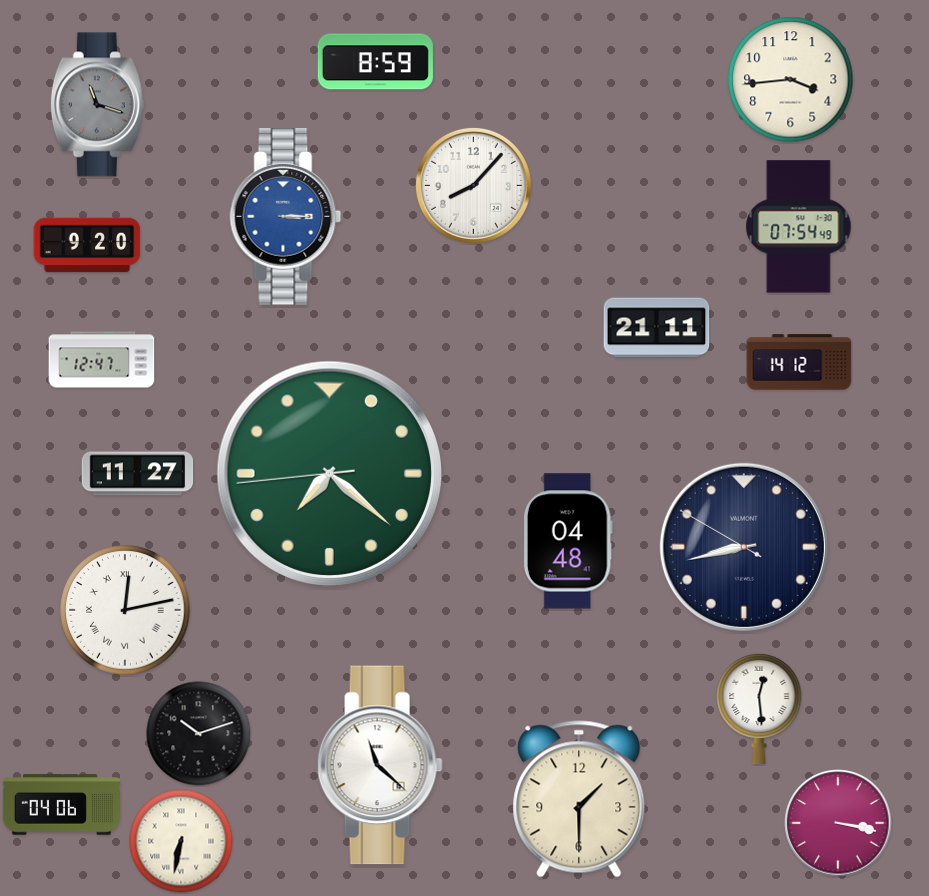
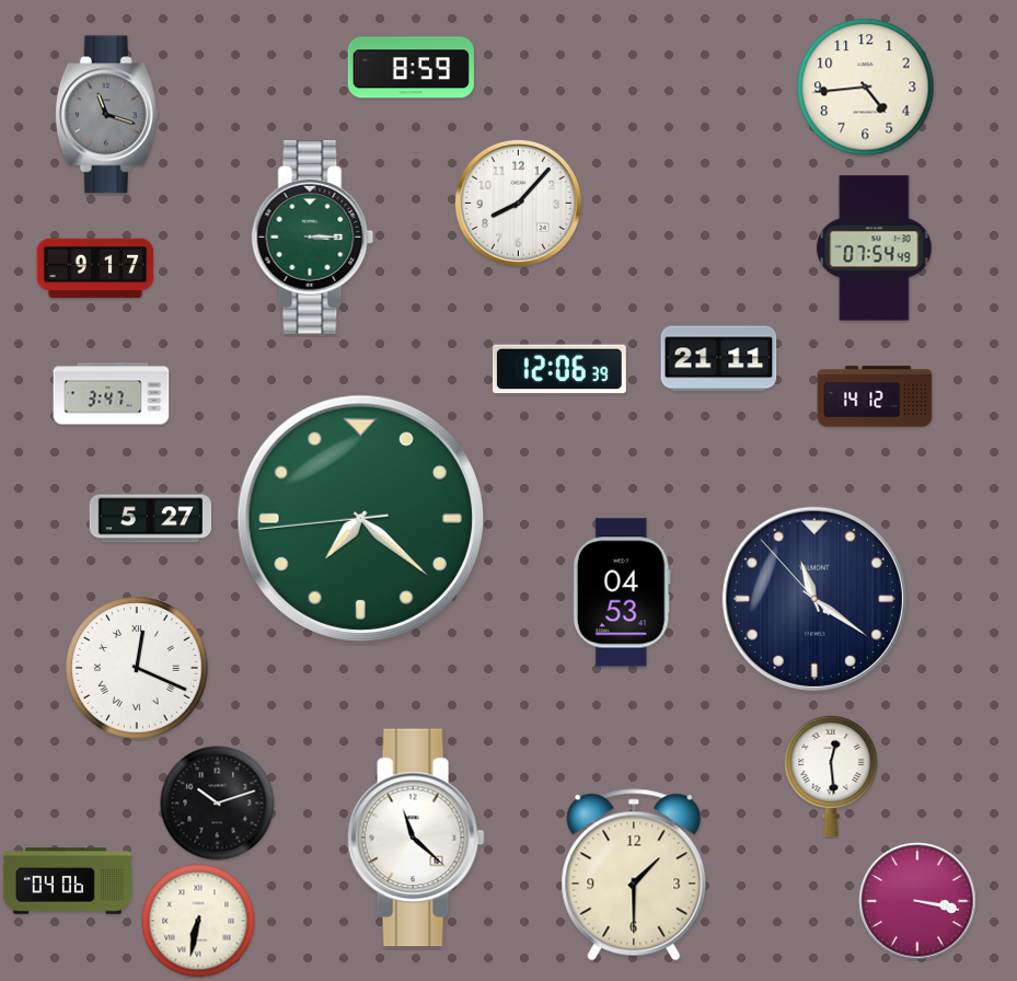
clock at (791, 80): 3:44 -> 4:44
clock at (286, 217) dial: blue -> green
clock at (87, 245): 9:20 -> 9:17
clock at (559, 369): none -> 12:06
clock at (102, 360): 12:47 -> 3:47
clock at (138, 474): 11:27 -> 5:27
clock at (568, 541): 04:48 -> 04:53
clock at (744, 547): 8:42 -> 11:20
clock at (125, 610): 12:13 -> 12:19
